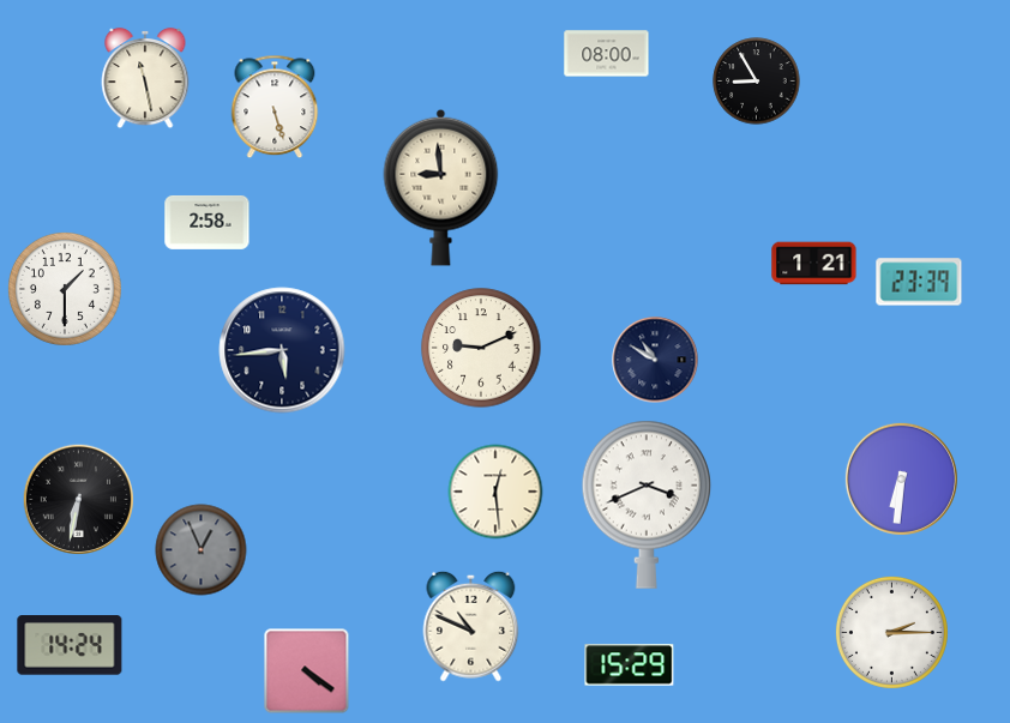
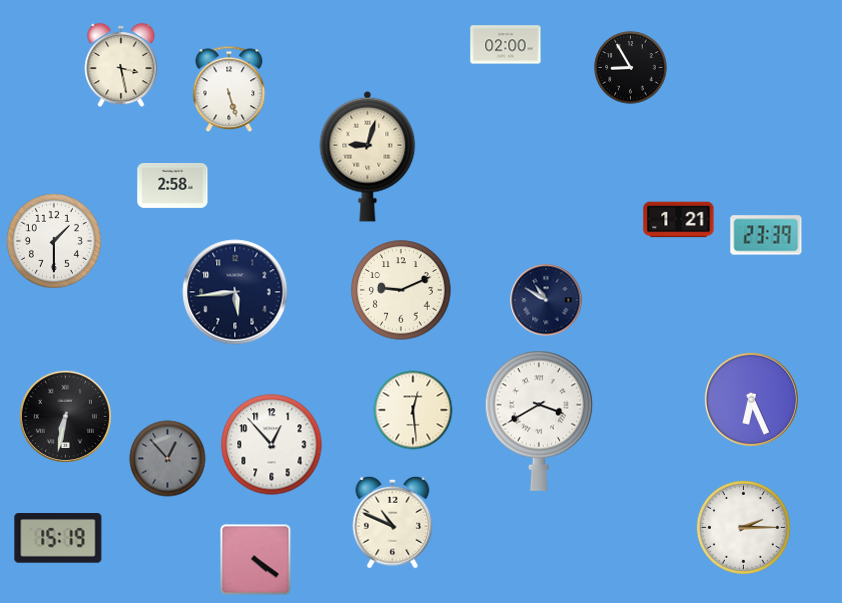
clock at (607, 54): 08:00 -> 02:00
clock at (145, 78): 11:28 -> 3:28
clock at (441, 187): 8:59 -> 9:03
clock at (901, 478): 6:31 -> 6:26
clock at (647, 505): 3:41 -> 3:40
clock at (272, 445): none -> 12:53
clock at (202, 550): 12:56 -> 12:53
clock at (70, 645): 14:24 -> 15:19
clock at (630, 665): 15:29 -> none
